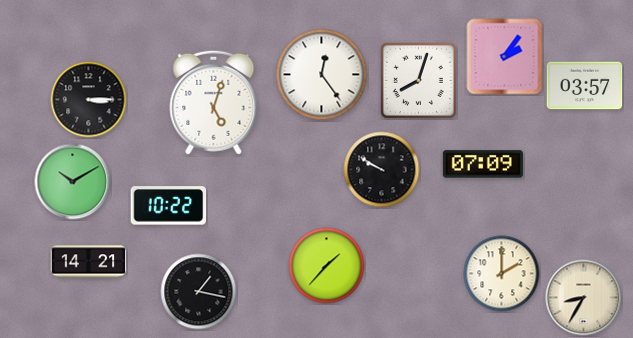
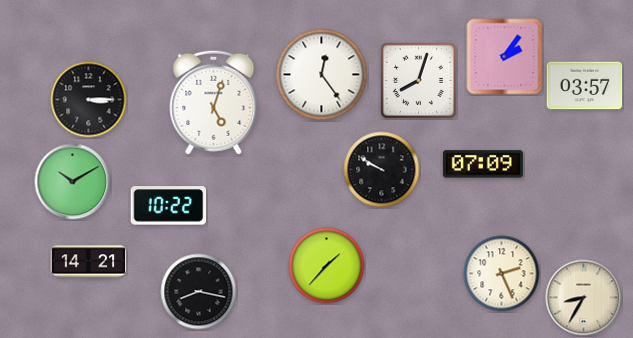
clock at (502, 274): 2:00 -> 2:26
clock at (199, 292): 1:17 -> 8:17
